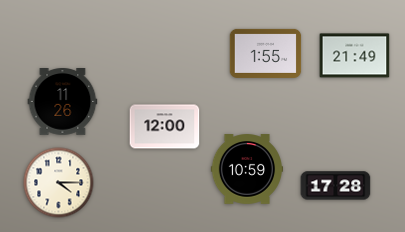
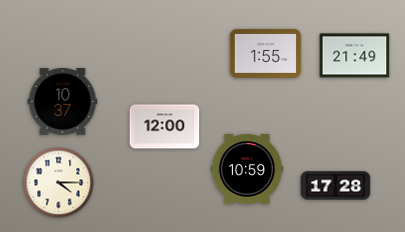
clock at (63, 102): 11:26 -> 10:37
